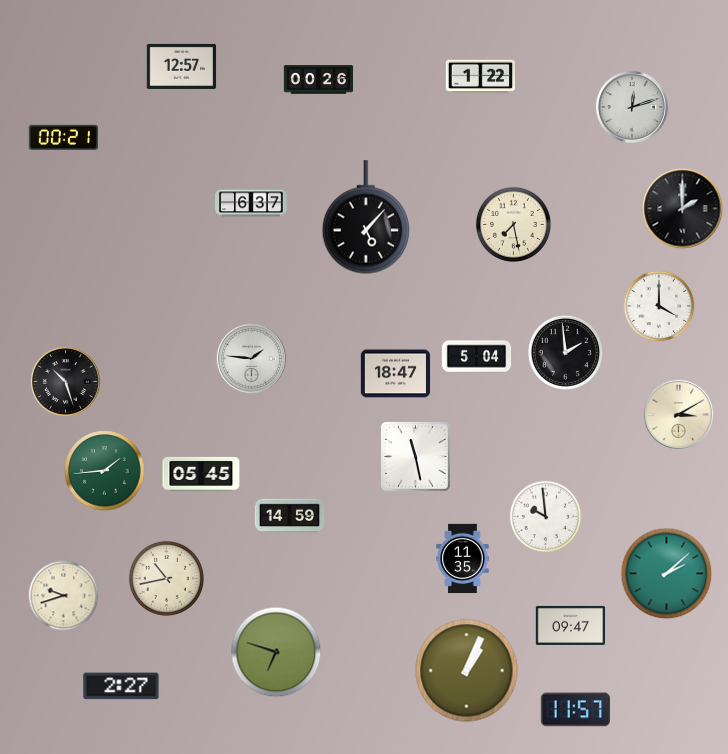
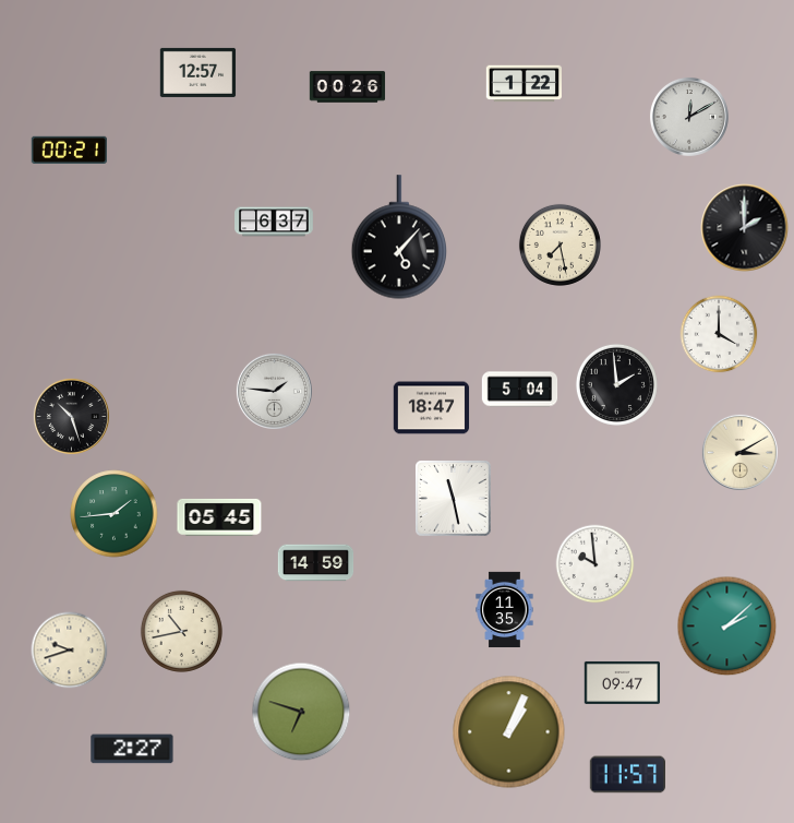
clock at (632, 107): 12:12 -> 12:10
